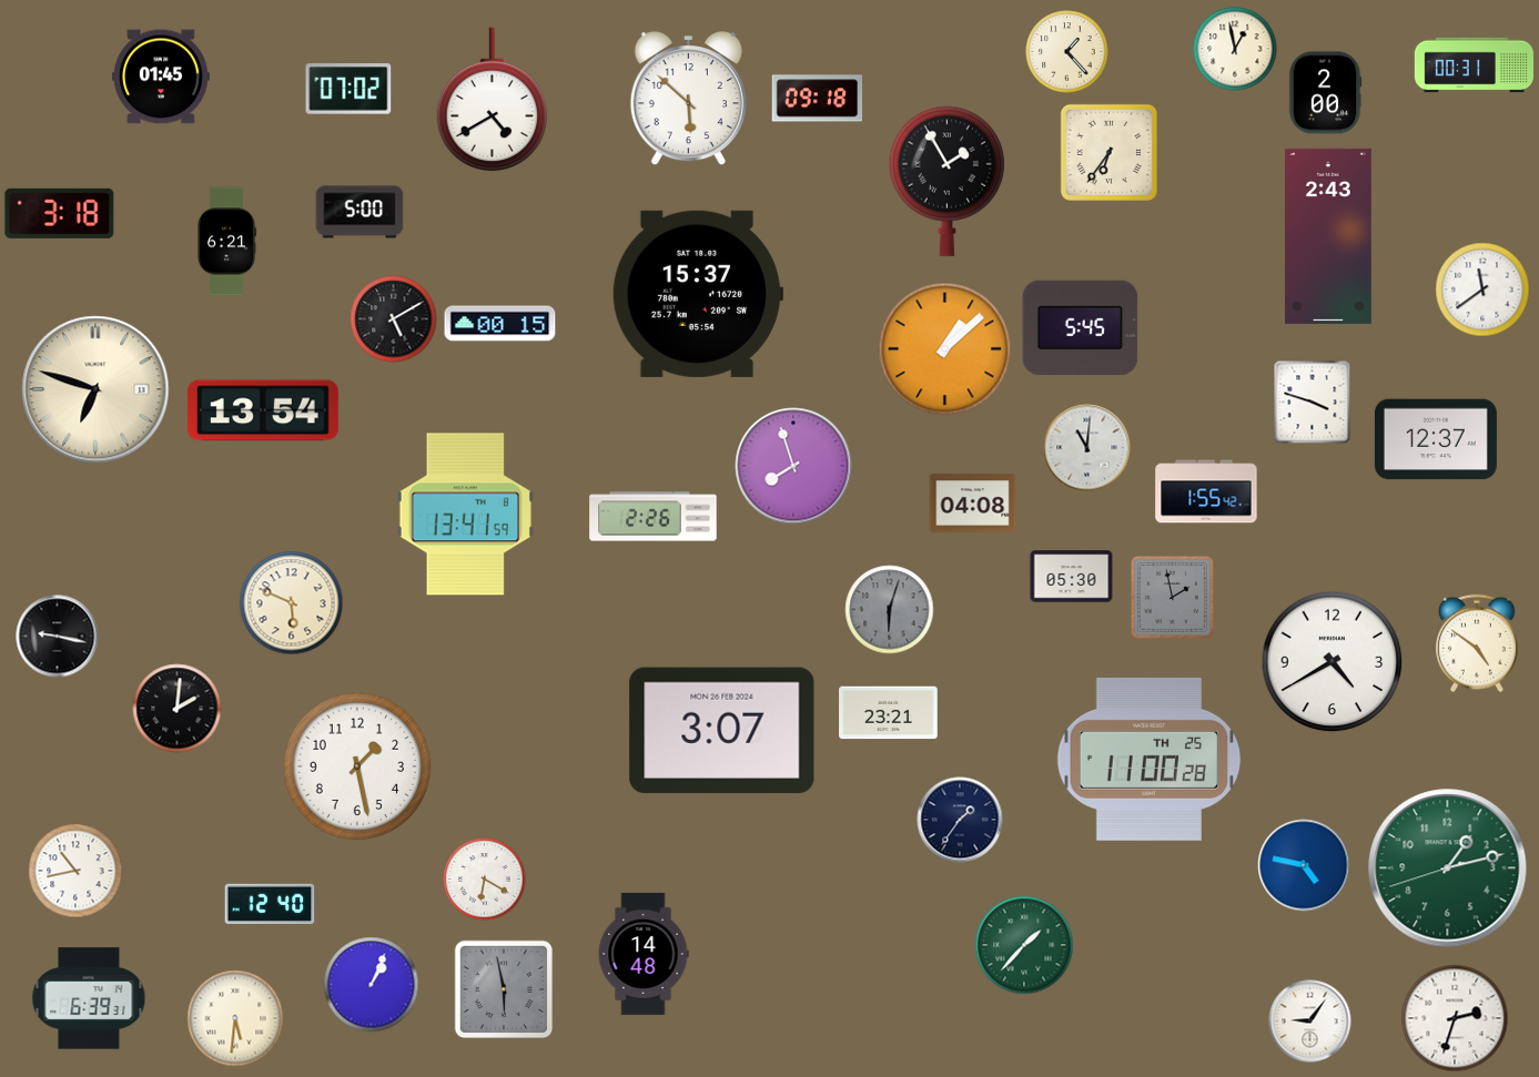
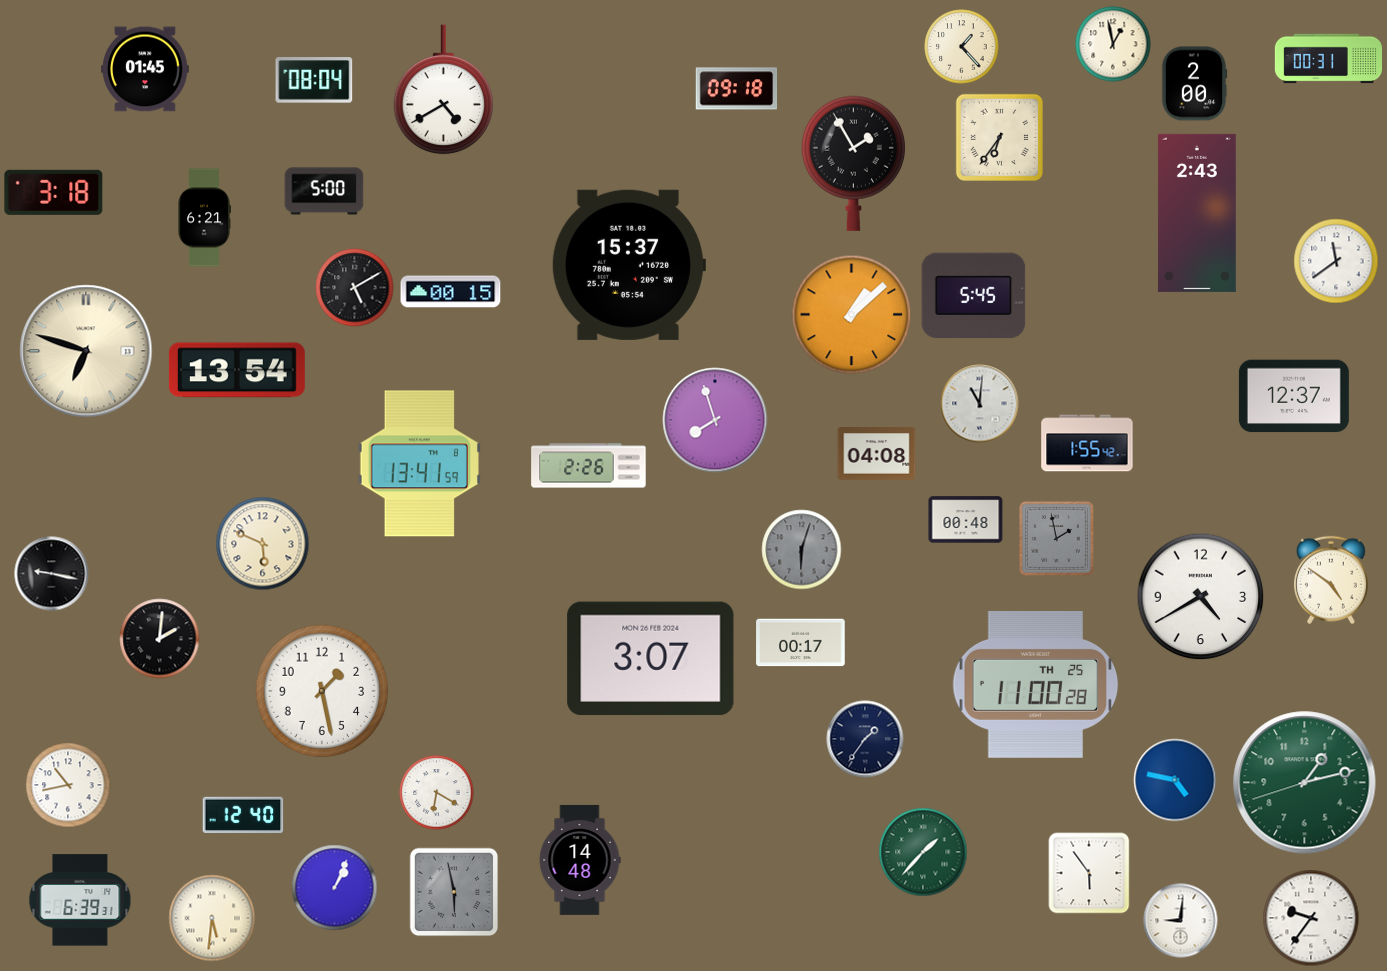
clock at (348, 89): 07:02 -> 08:04
clock at (688, 99): 5:52 -> none
clock at (1313, 403): 3:48 -> none
clock at (1072, 577): 05:30 -> 00:48
clock at (889, 713): 23:21 -> 00:17
clock at (1089, 873): none -> 5:54
clock at (1455, 1018): 2:33 -> 9:36
clock at (1310, 1022): 9:06 -> 9:01
